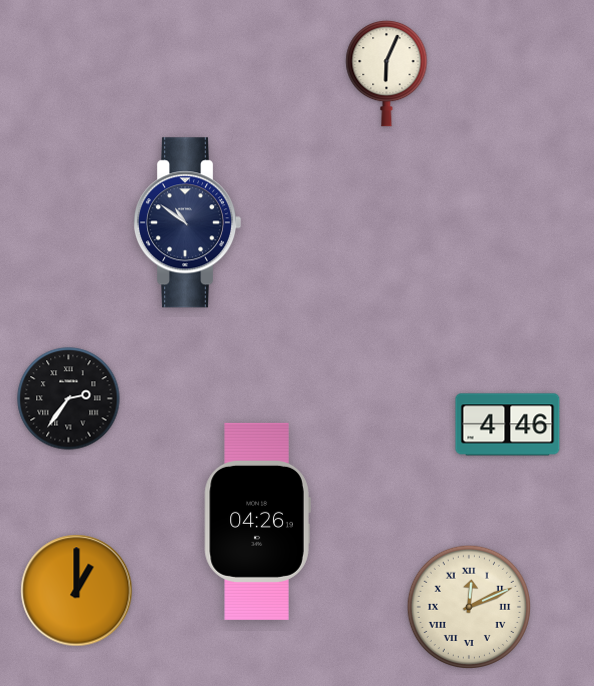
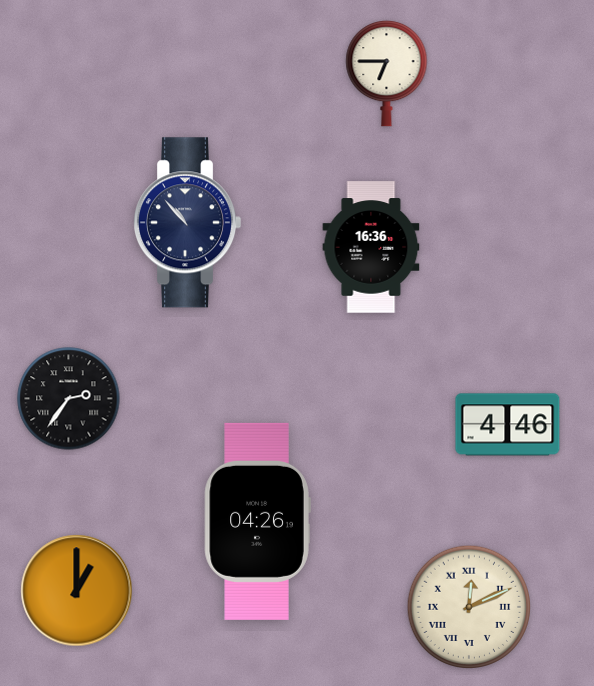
clock at (387, 74): 6:04 -> 6:45
clock at (187, 223): 10:51 -> 10:53
clock at (371, 247): none -> 16:36
